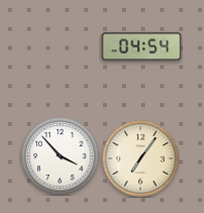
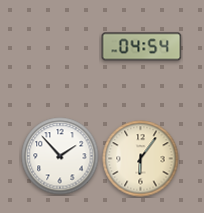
clock at (60, 156): 3:53 -> 1:53
clock at (141, 159): 7:06 -> 6:06
